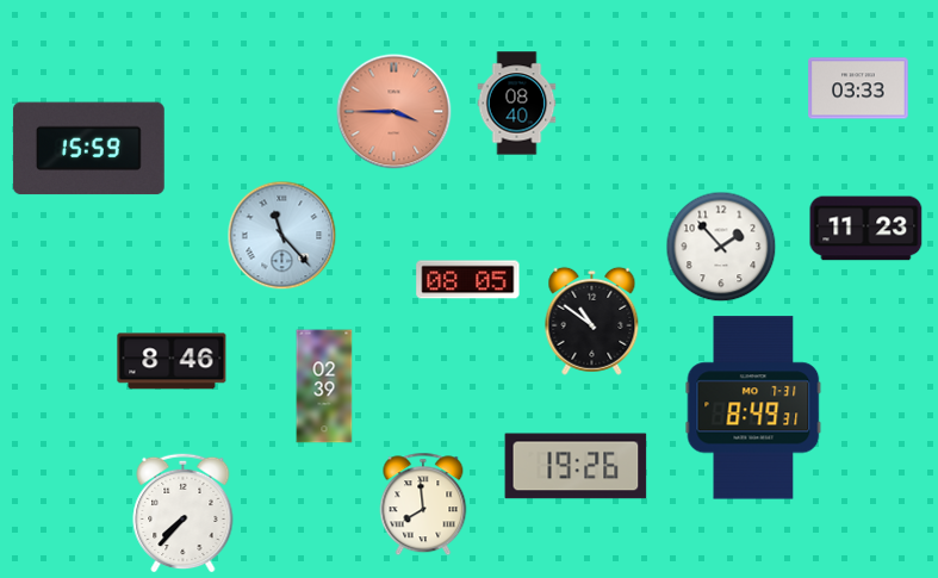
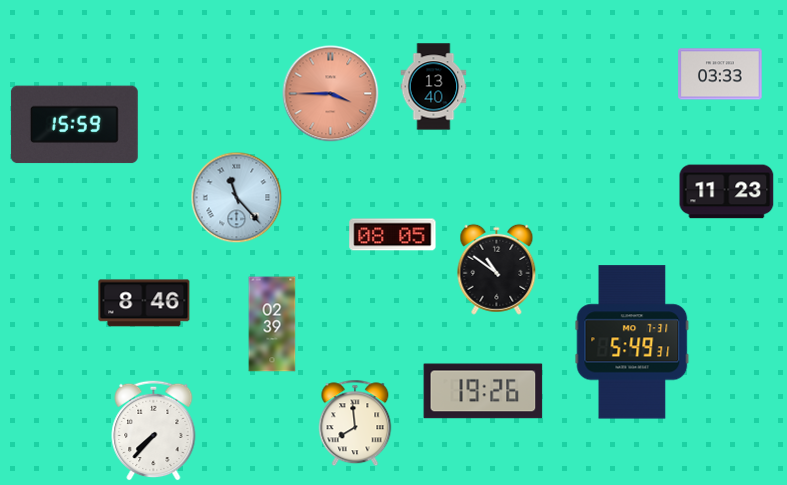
clock at (517, 104): 08:40 -> 13:40
clock at (721, 247): 1:53 -> none
clock at (753, 408): 8:49 -> 5:49
